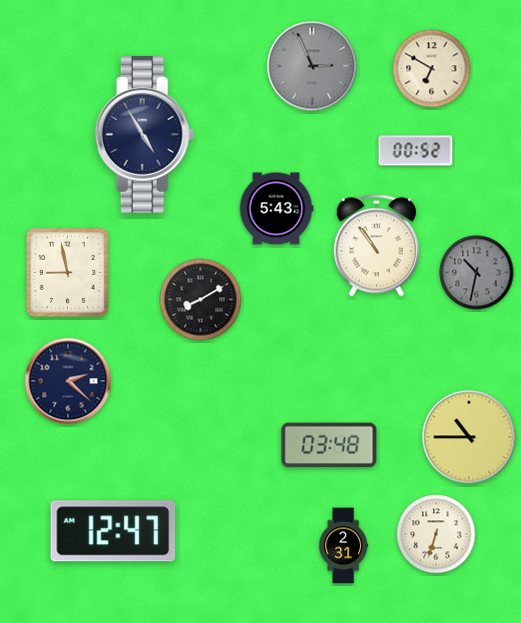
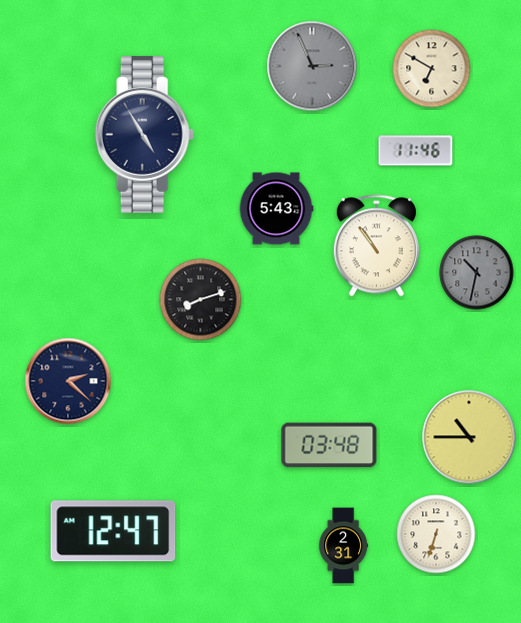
clock at (416, 151): 00:52 -> 11:46
clock at (67, 272): 8:58 -> none
clock at (201, 300): 8:10 -> 8:12
